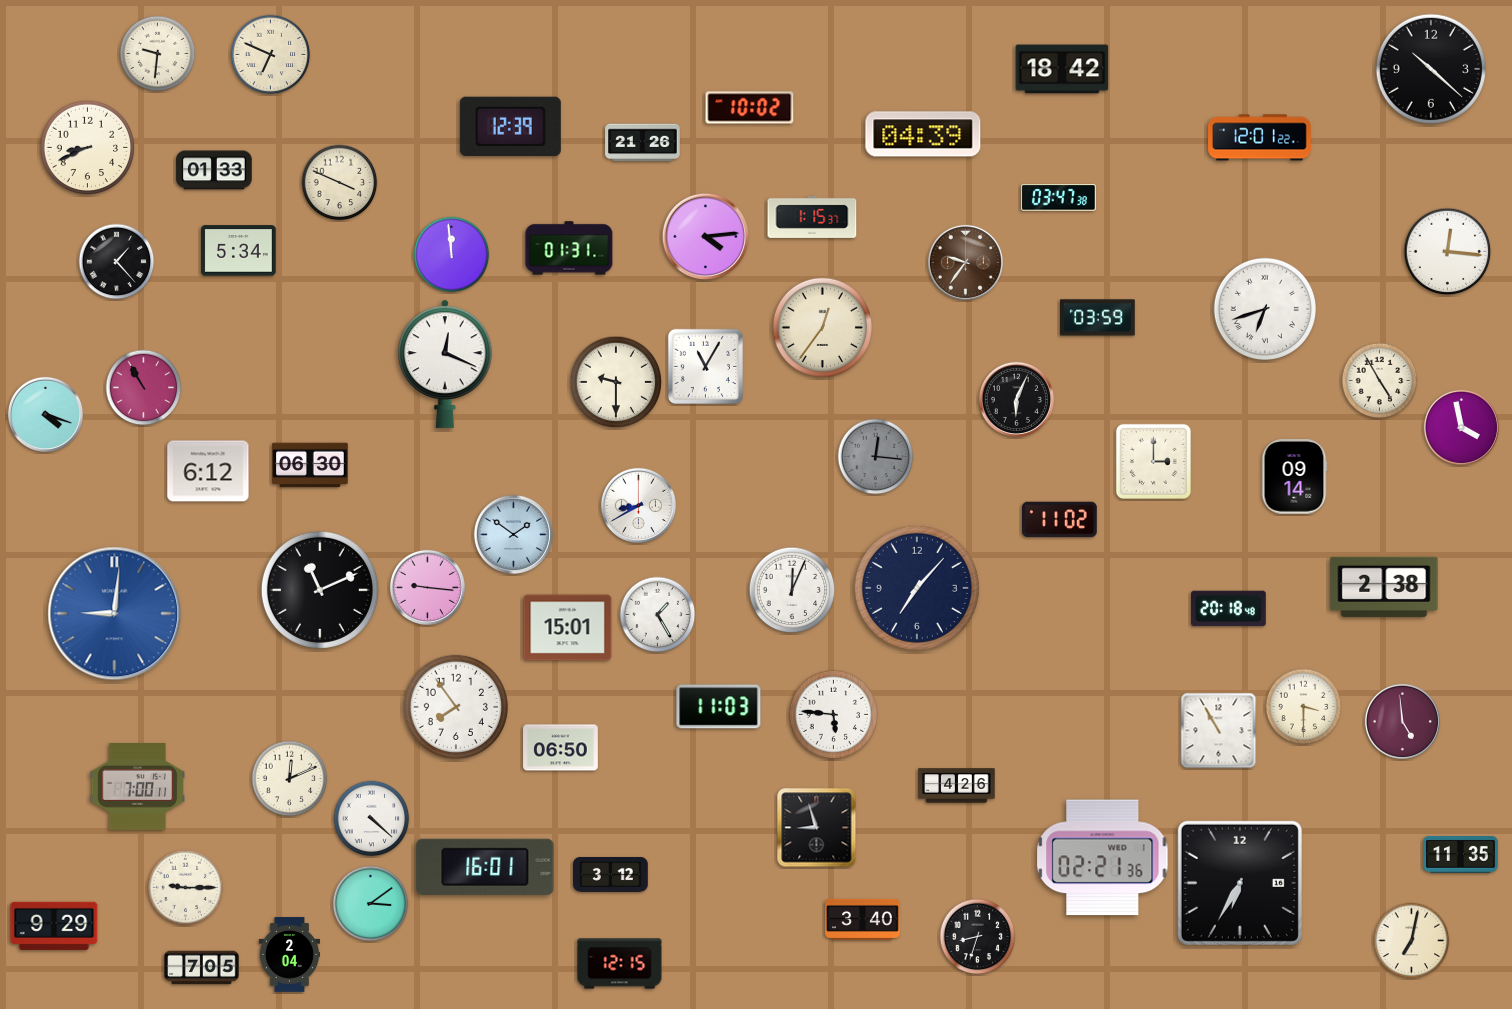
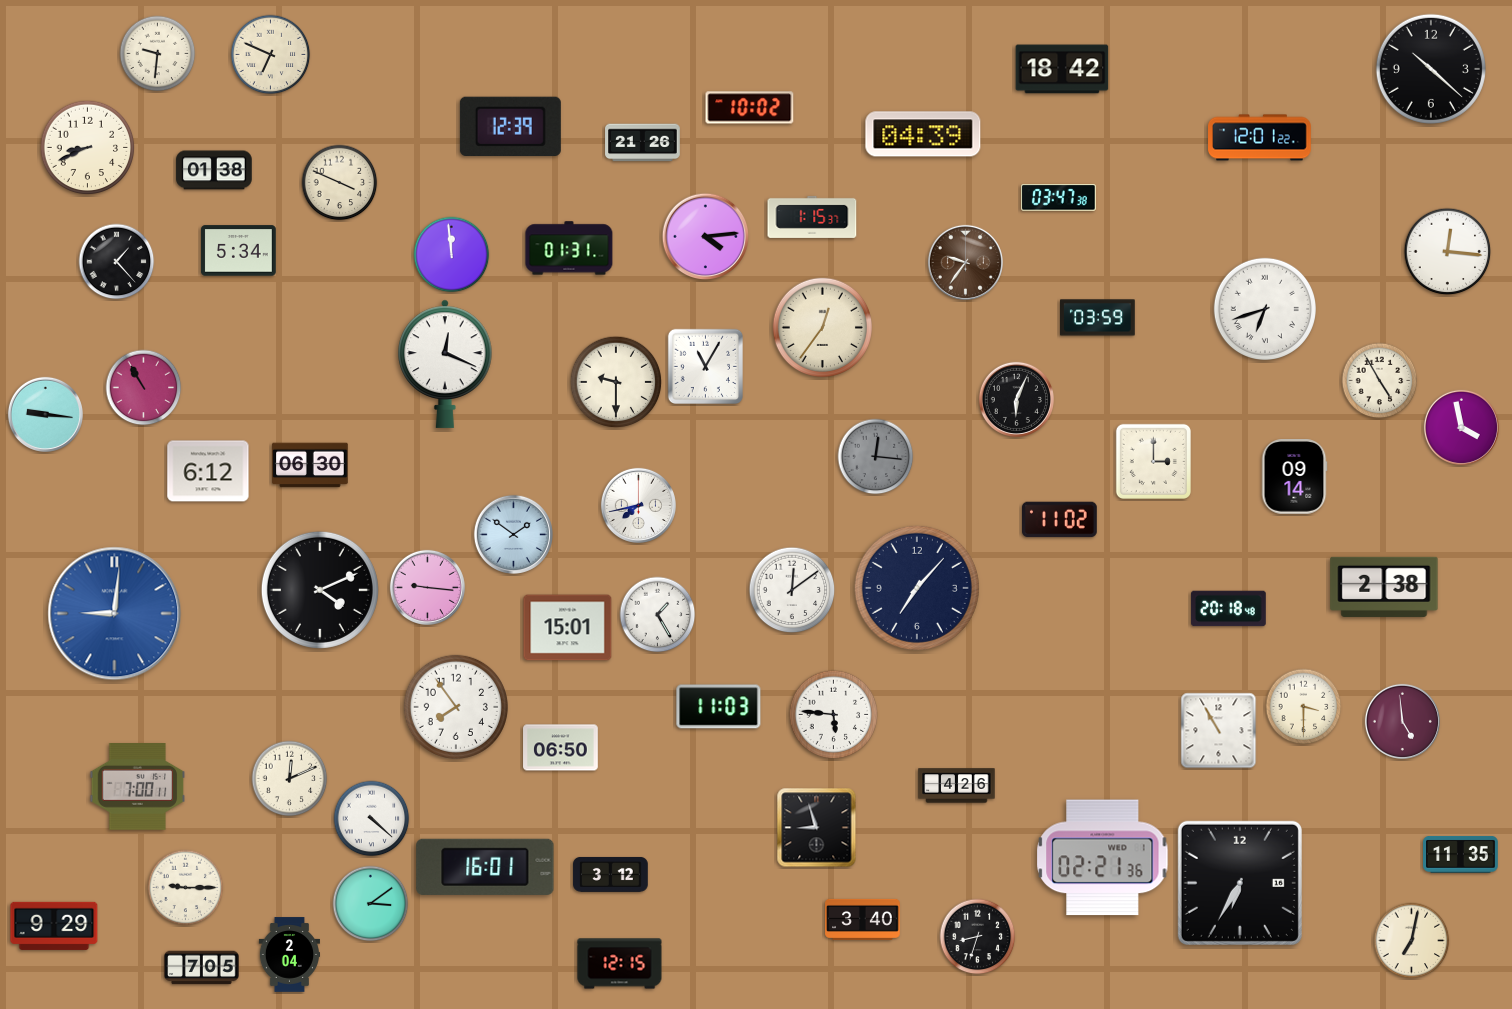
clock at (214, 170): 01:33 -> 01:38
clock at (45, 414): 4:18 -> 9:16
clock at (638, 505): 8:40 -> 7:43
clock at (320, 590): 11:11 -> 4:11
clock at (792, 590): 12:04 -> 12:09
